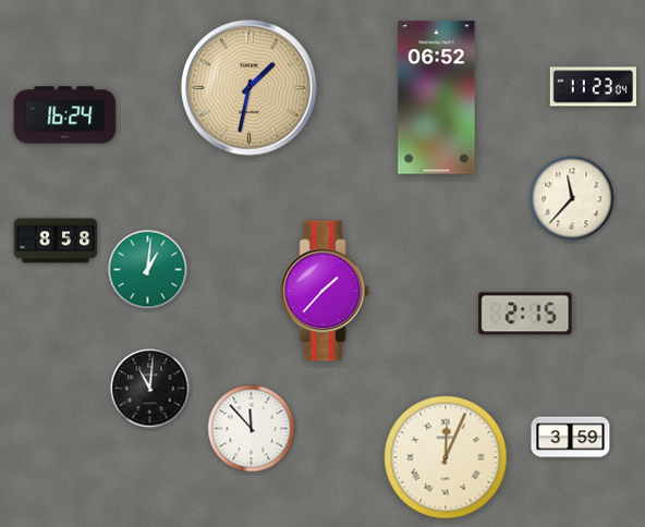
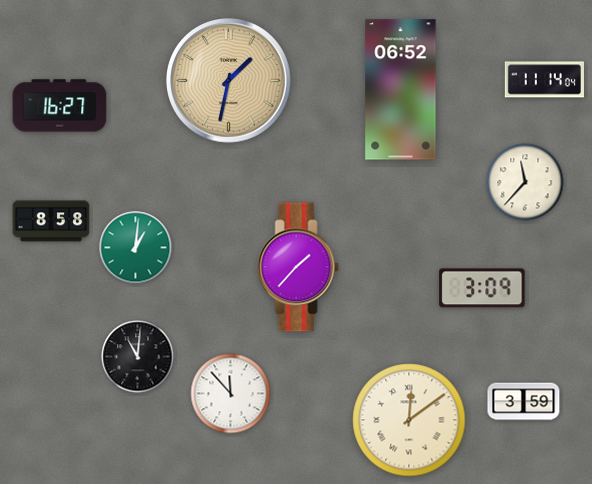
clock at (593, 87): 11:23 -> 11:14
clock at (65, 115): 16:24 -> 16:27
clock at (525, 314): 2:15 -> 3:09
clock at (446, 457): 12:04 -> 12:09
